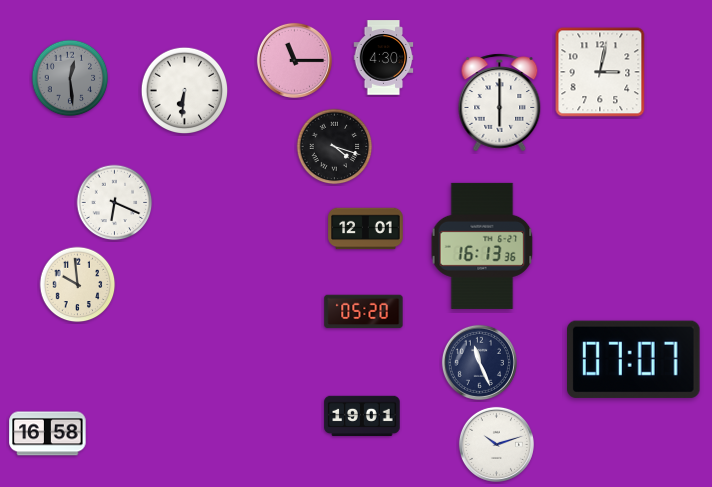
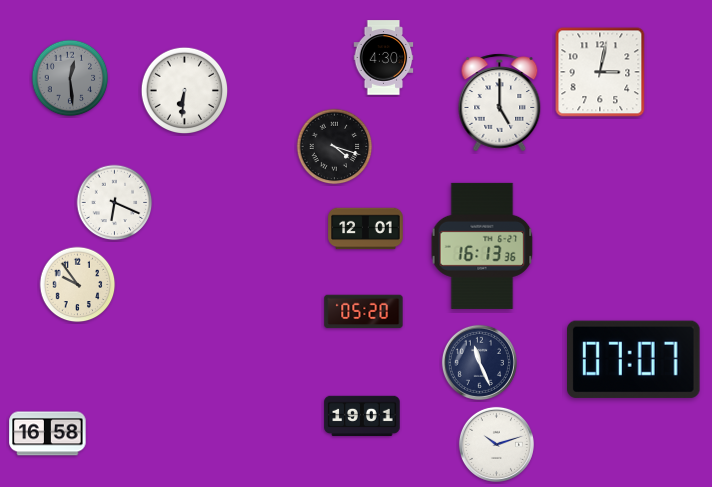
clock at (294, 60): 11:15 -> none
clock at (500, 103): 6:00 -> 5:00
clock at (78, 285): 9:59 -> 9:54
